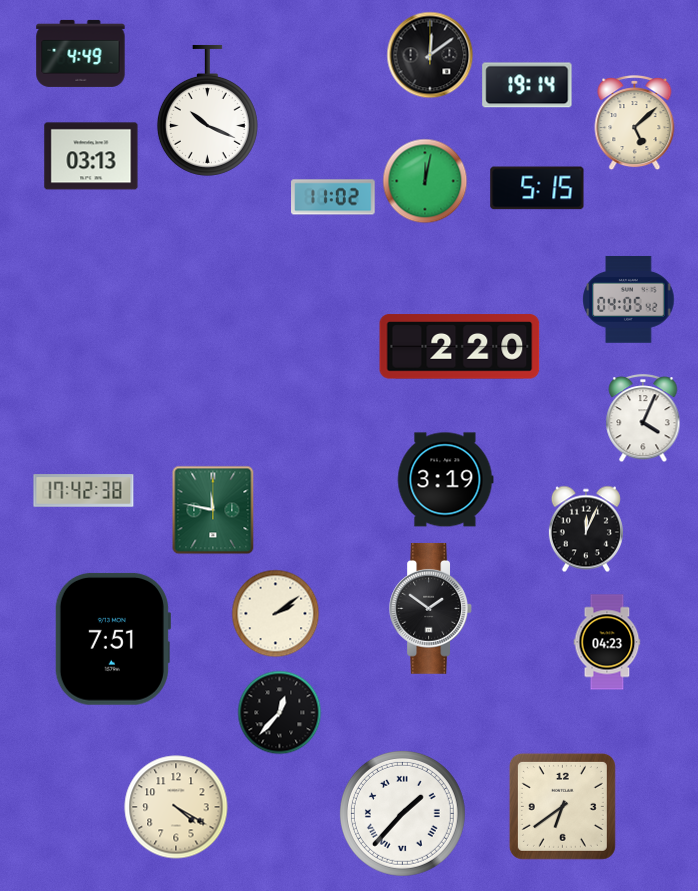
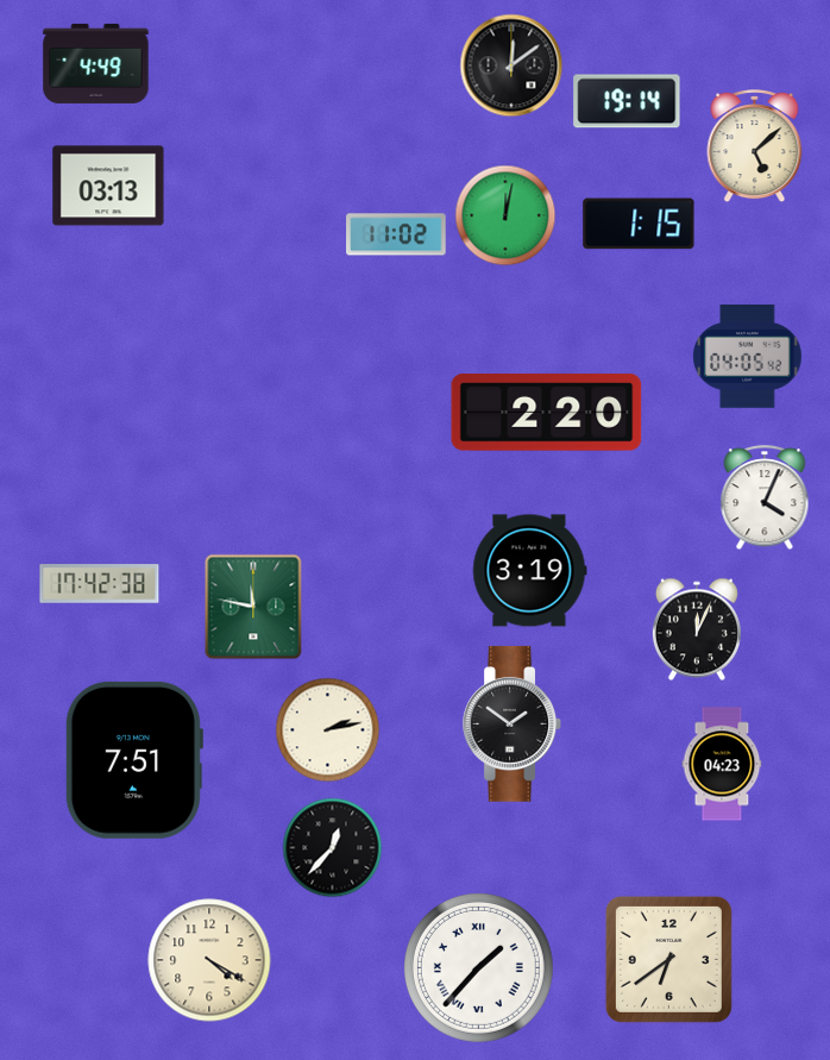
clock at (207, 110): 10:19 -> none
clock at (537, 188): 5:15 -> 1:15
clock at (275, 613): 2:09 -> 2:13
